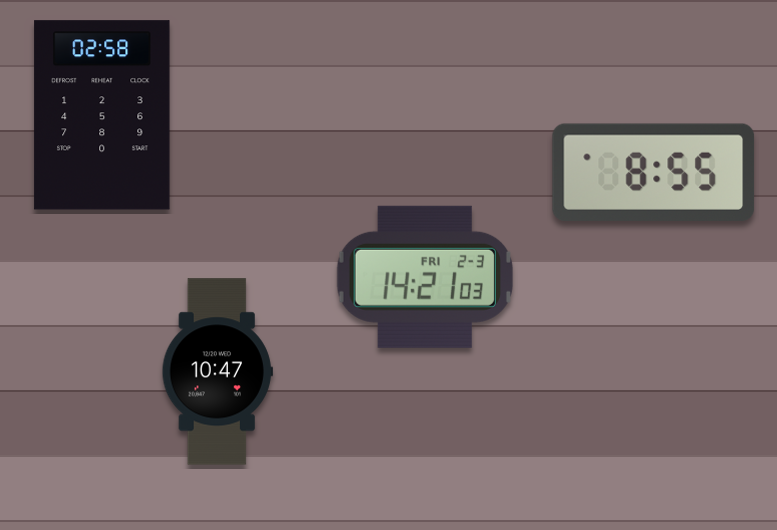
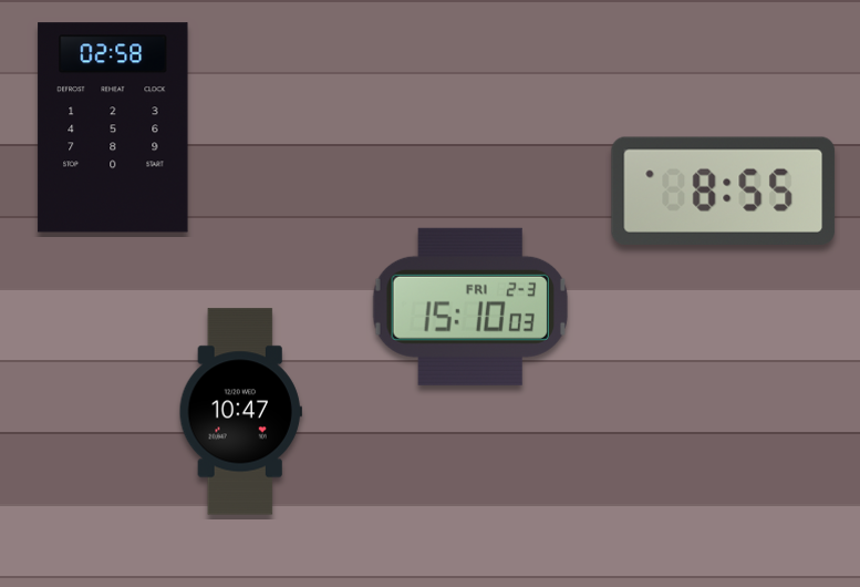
clock at (425, 277): 14:21 -> 15:10
